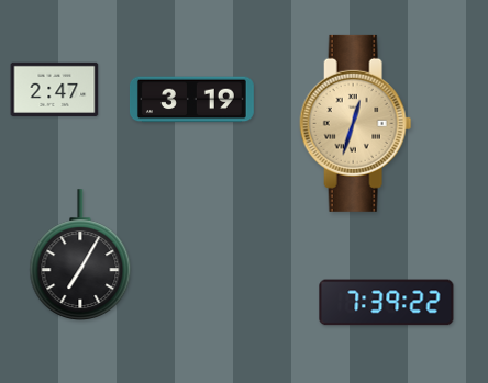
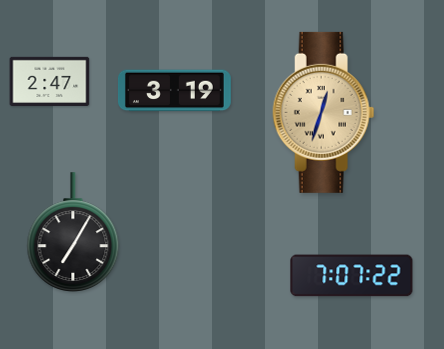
clock at (387, 303): 7:39 -> 7:07
